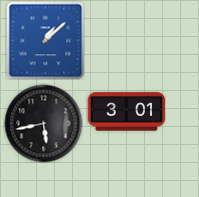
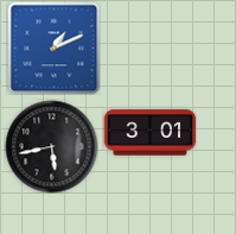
clock at (45, 40): 1:08 -> 1:11
